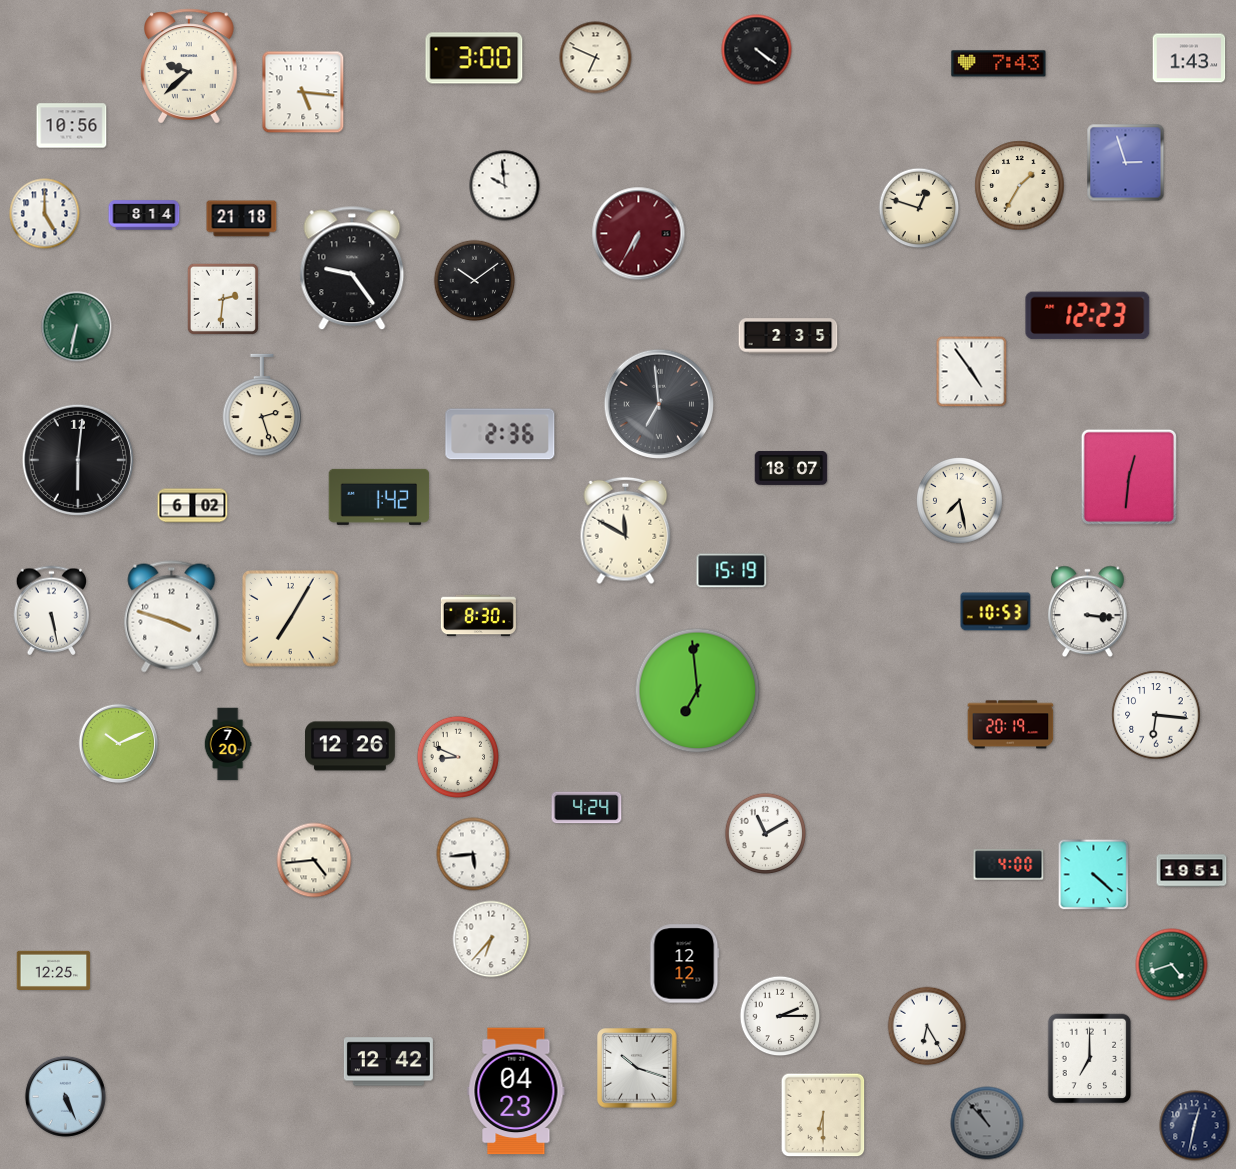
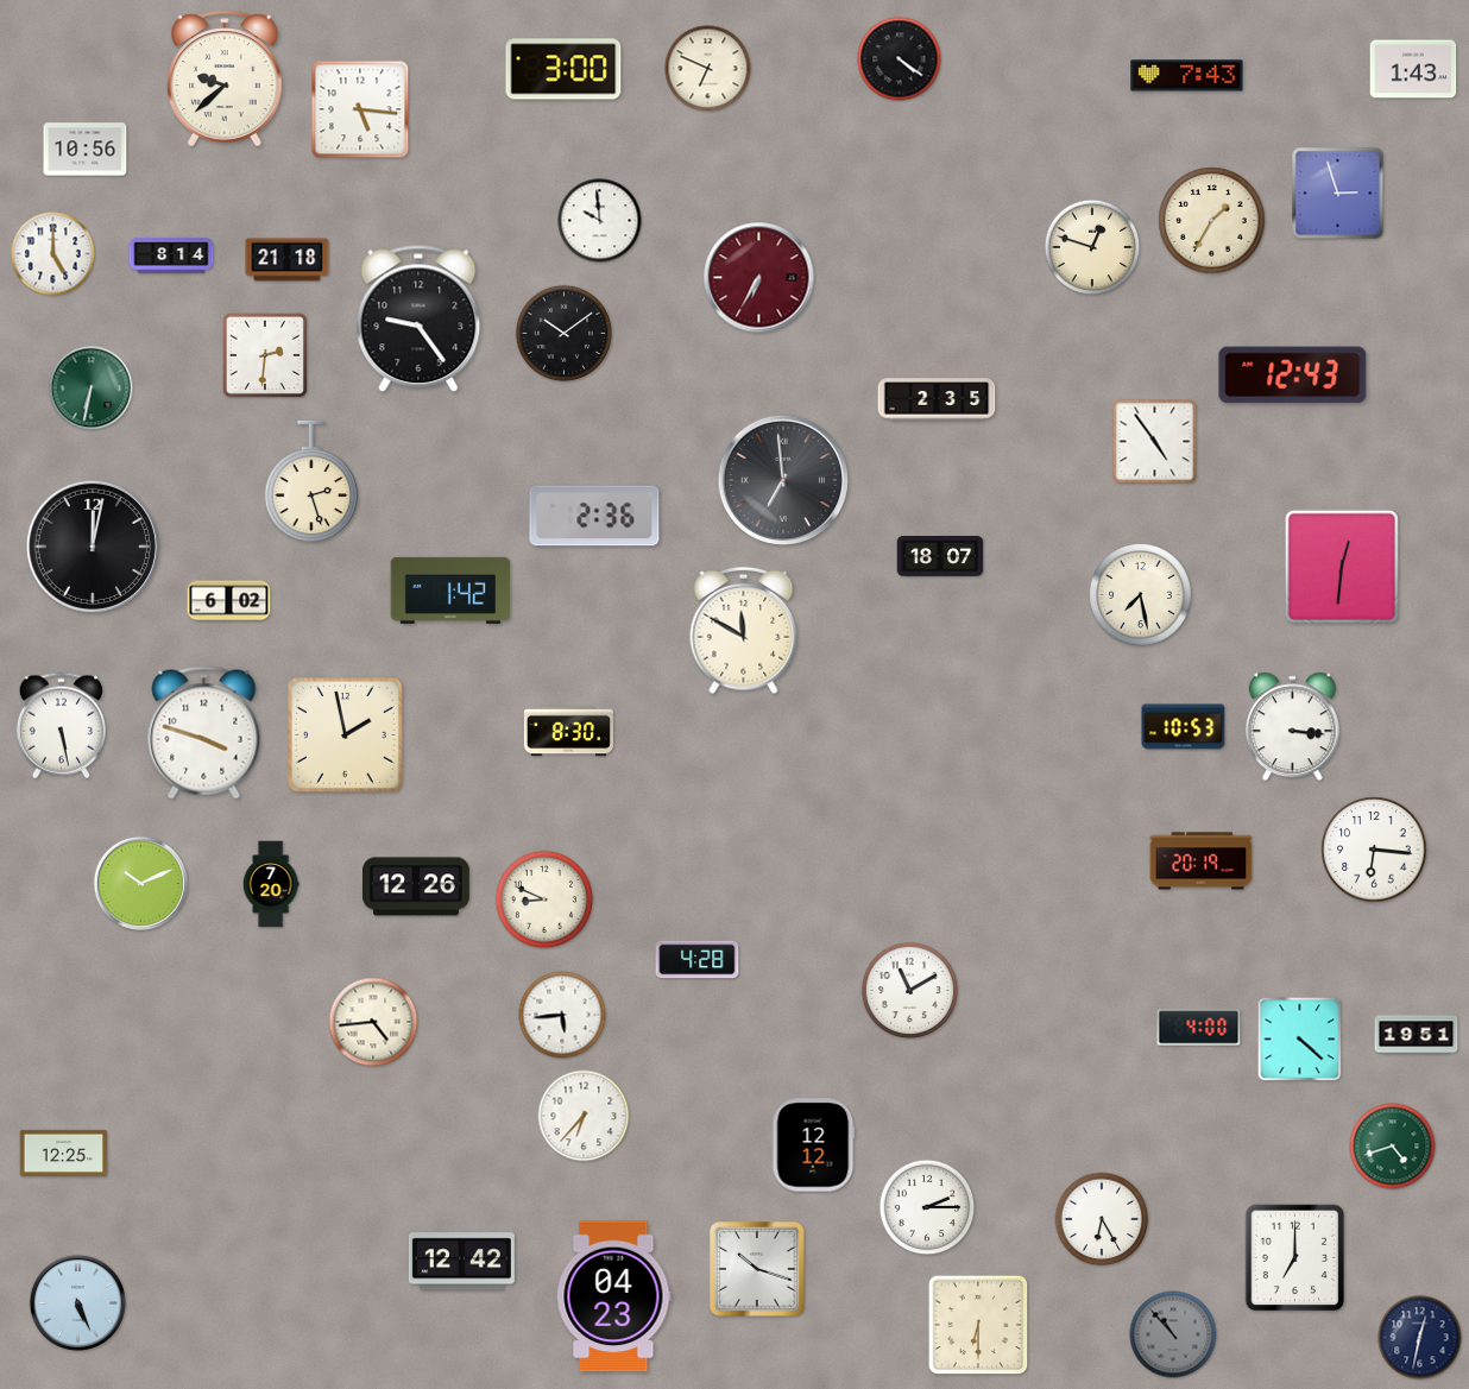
clock at (1088, 316): 12:23 -> 12:43
clock at (78, 460): 6:01 -> 12:02
clock at (732, 571): 15:19 -> none
clock at (291, 619): 7:05 -> 1:58
clock at (698, 691): 6:59 -> none
clock at (587, 808): 4:24 -> 4:28
